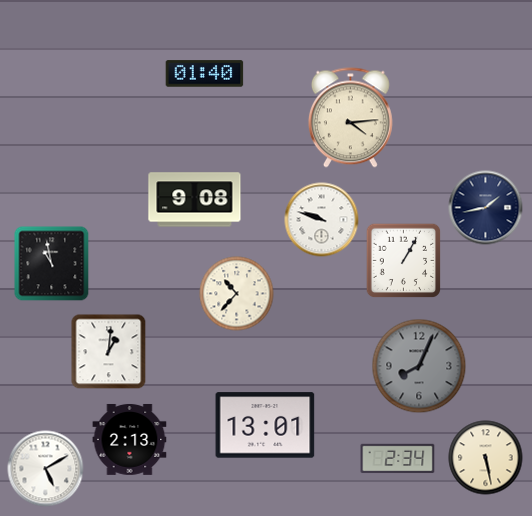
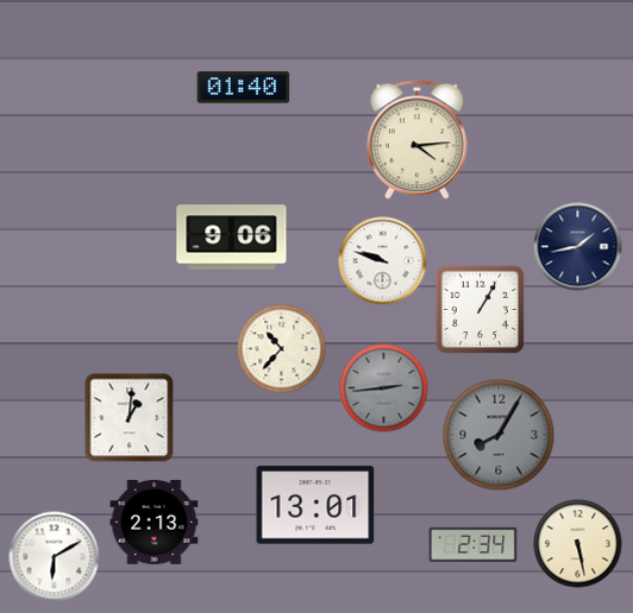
clock at (195, 200): 9:08 -> 9:06
clock at (52, 264): 10:58 -> none
clock at (384, 388): none -> 2:44
clock at (419, 366): 8:04 -> 8:05
clock at (46, 469): 5:10 -> 6:10
